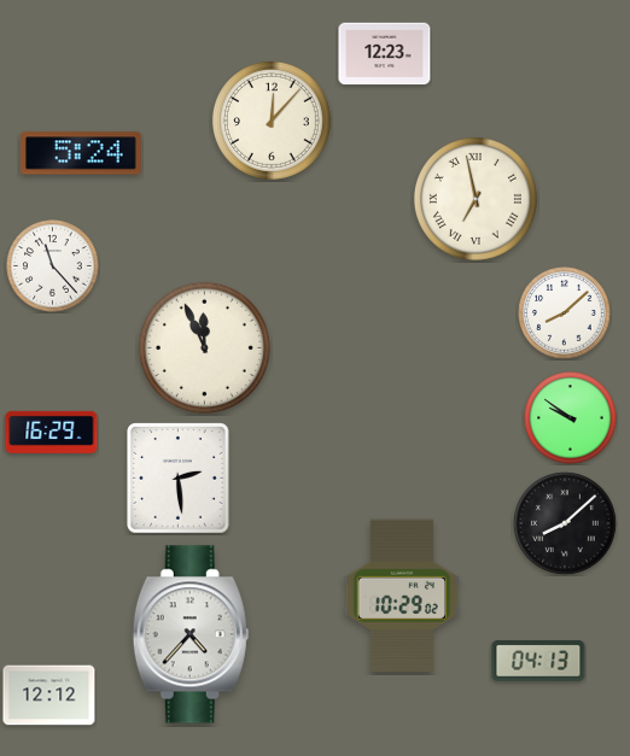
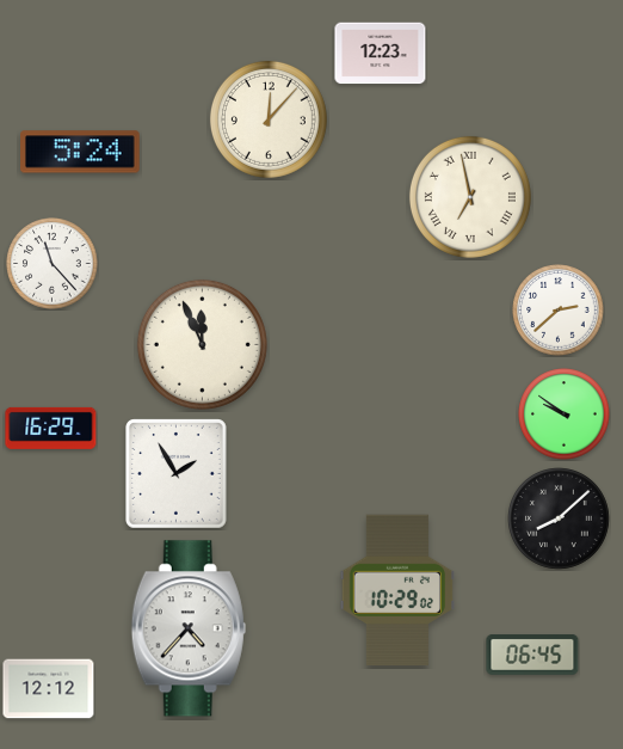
clock at (565, 313): 8:08 -> 2:38
clock at (179, 479): 2:29 -> 1:55
clock at (538, 661): 04:13 -> 06:45
